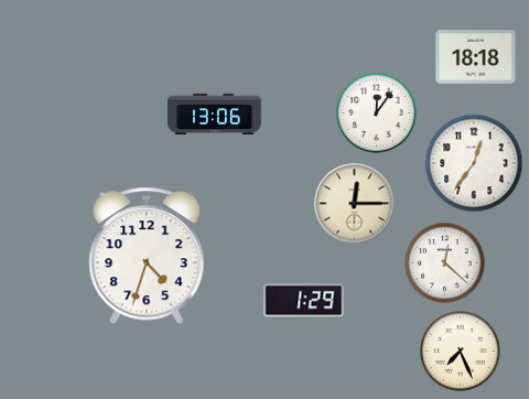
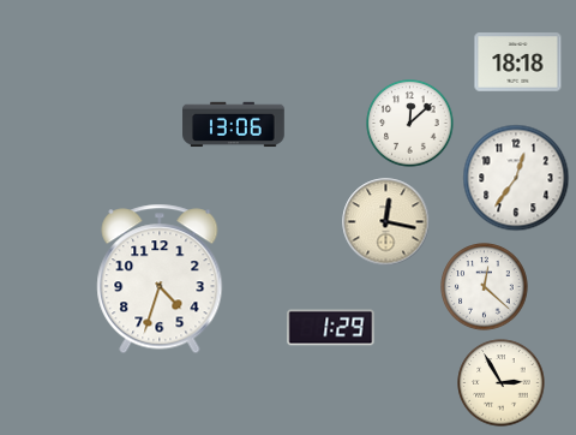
clock at (377, 114): 12:06 -> 12:08
clock at (355, 204): 12:15 -> 12:17
clock at (461, 352): 7:26 -> 2:55
